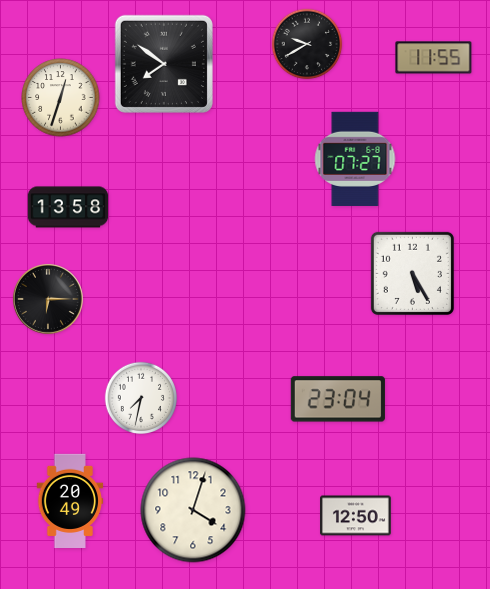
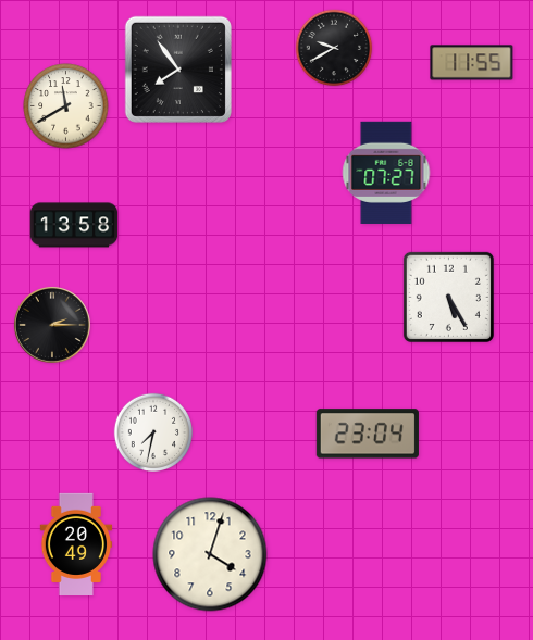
clock at (164, 64): 7:51 -> 7:54
clock at (61, 98): 12:33 -> 11:40
clock at (48, 299): 6:15 -> 2:15
clock at (356, 516): 12:50 -> none
